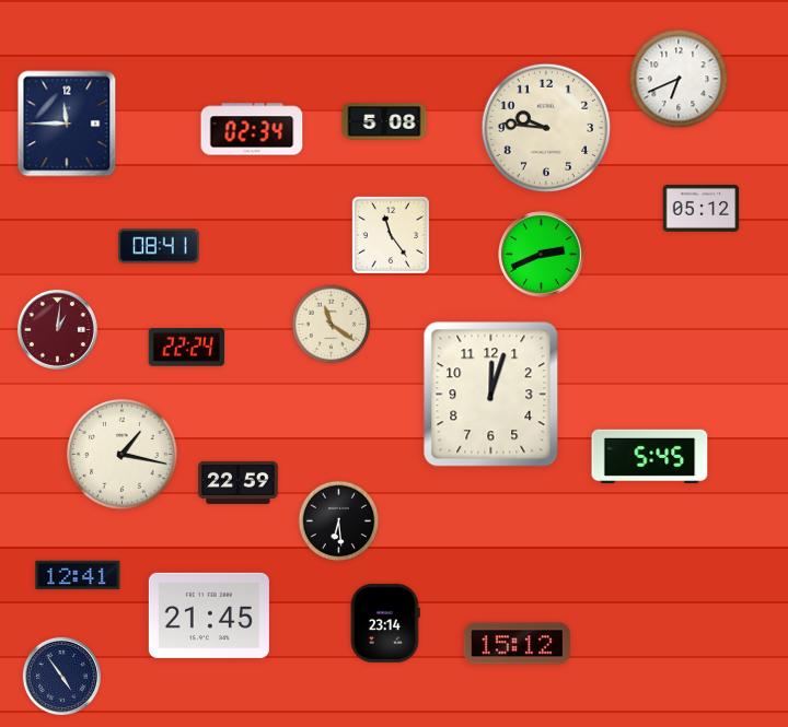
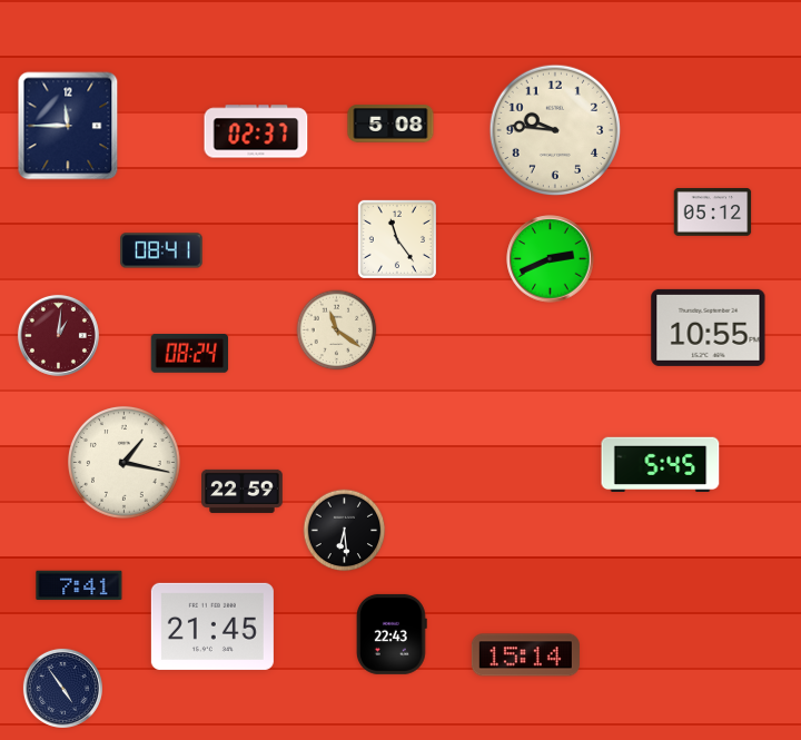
clock at (679, 79): 6:41 -> none
clock at (252, 129): 02:34 -> 02:37
clock at (709, 327): none -> 10:55
clock at (187, 348): 22:24 -> 08:24
clock at (491, 395): 12:03 -> none
clock at (78, 575): 12:41 -> 7:41
clock at (385, 623): 23:14 -> 22:43
clock at (517, 644): 15:12 -> 15:14
